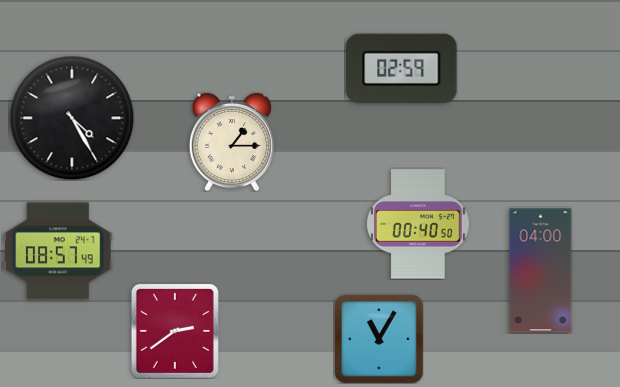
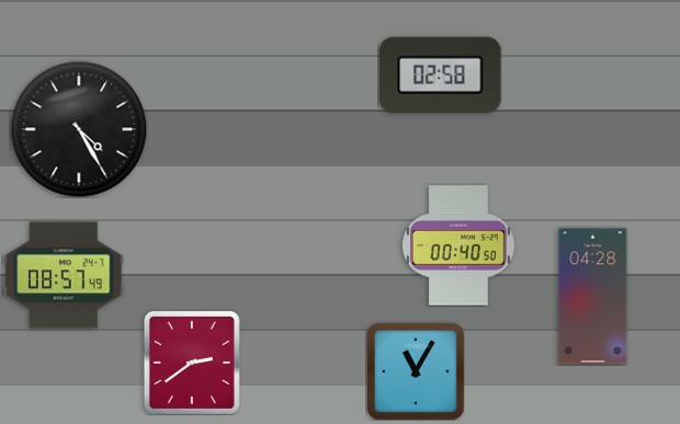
clock at (402, 68): 02:59 -> 02:58
clock at (232, 142): 1:15 -> none
clock at (541, 271): 04:00 -> 04:28
